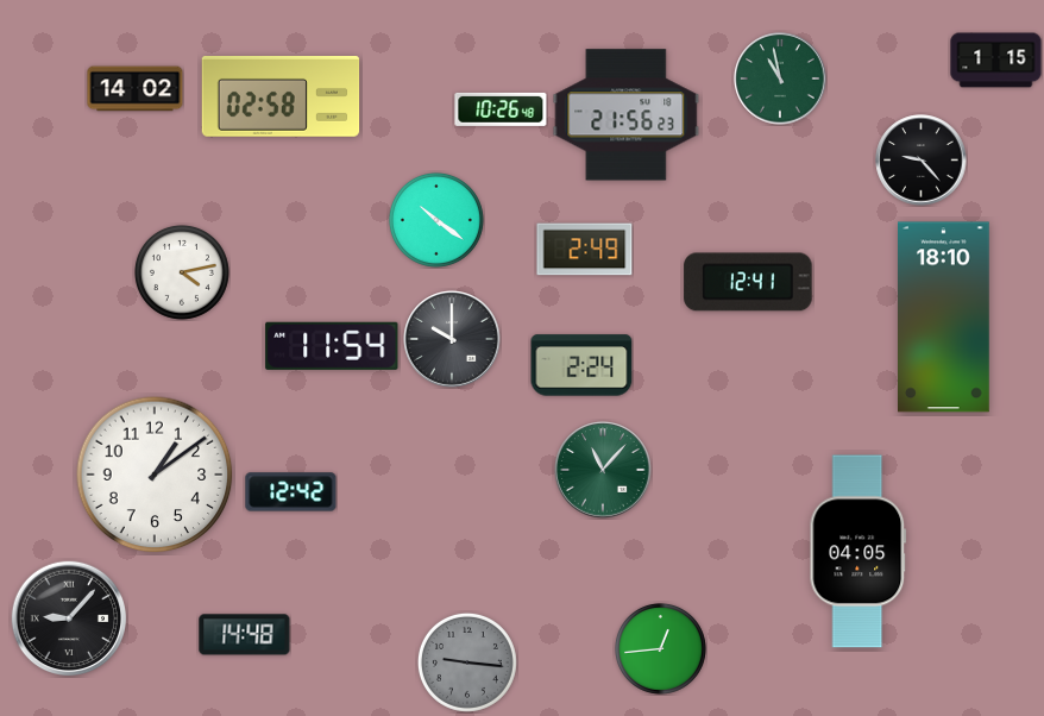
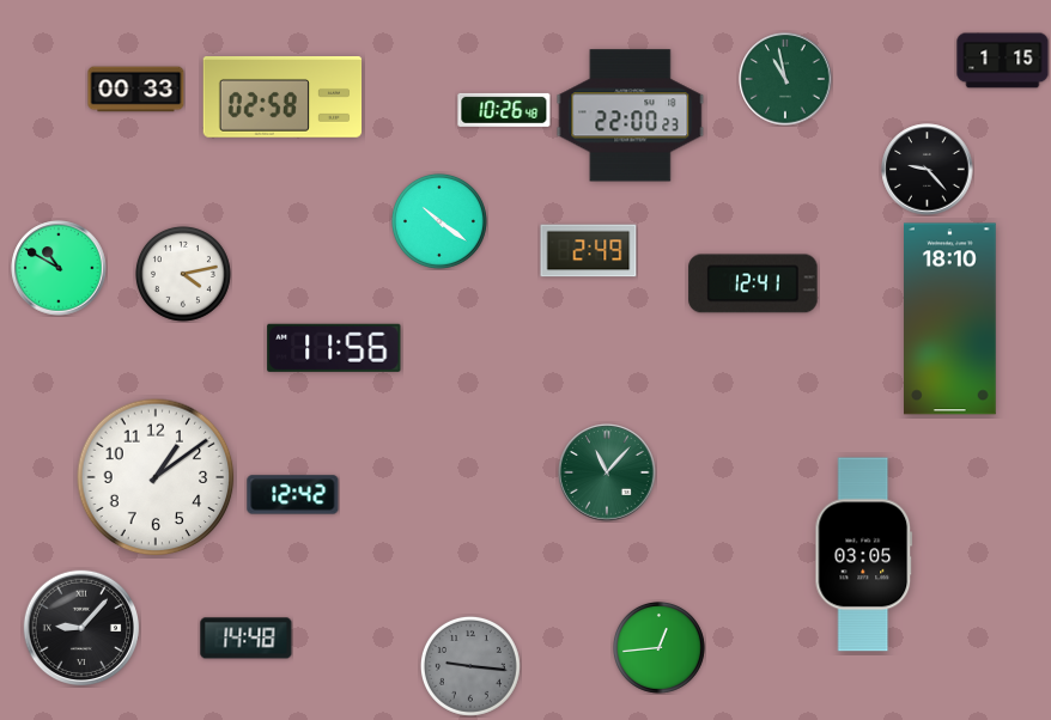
clock at (136, 89): 14:02 -> 00:33
clock at (627, 115): 21:56 -> 22:00
clock at (922, 161) position: (922, 161) -> (928, 170)
clock at (59, 268): none -> 10:50
clock at (452, 339): 10:00 -> none
clock at (332, 346): 11:54 -> 11:56
clock at (581, 365): 2:24 -> none
clock at (859, 552): 04:05 -> 03:05
clock at (69, 618) position: (69, 618) -> (81, 628)
clock at (661, 649) position: (661, 649) -> (660, 648)
